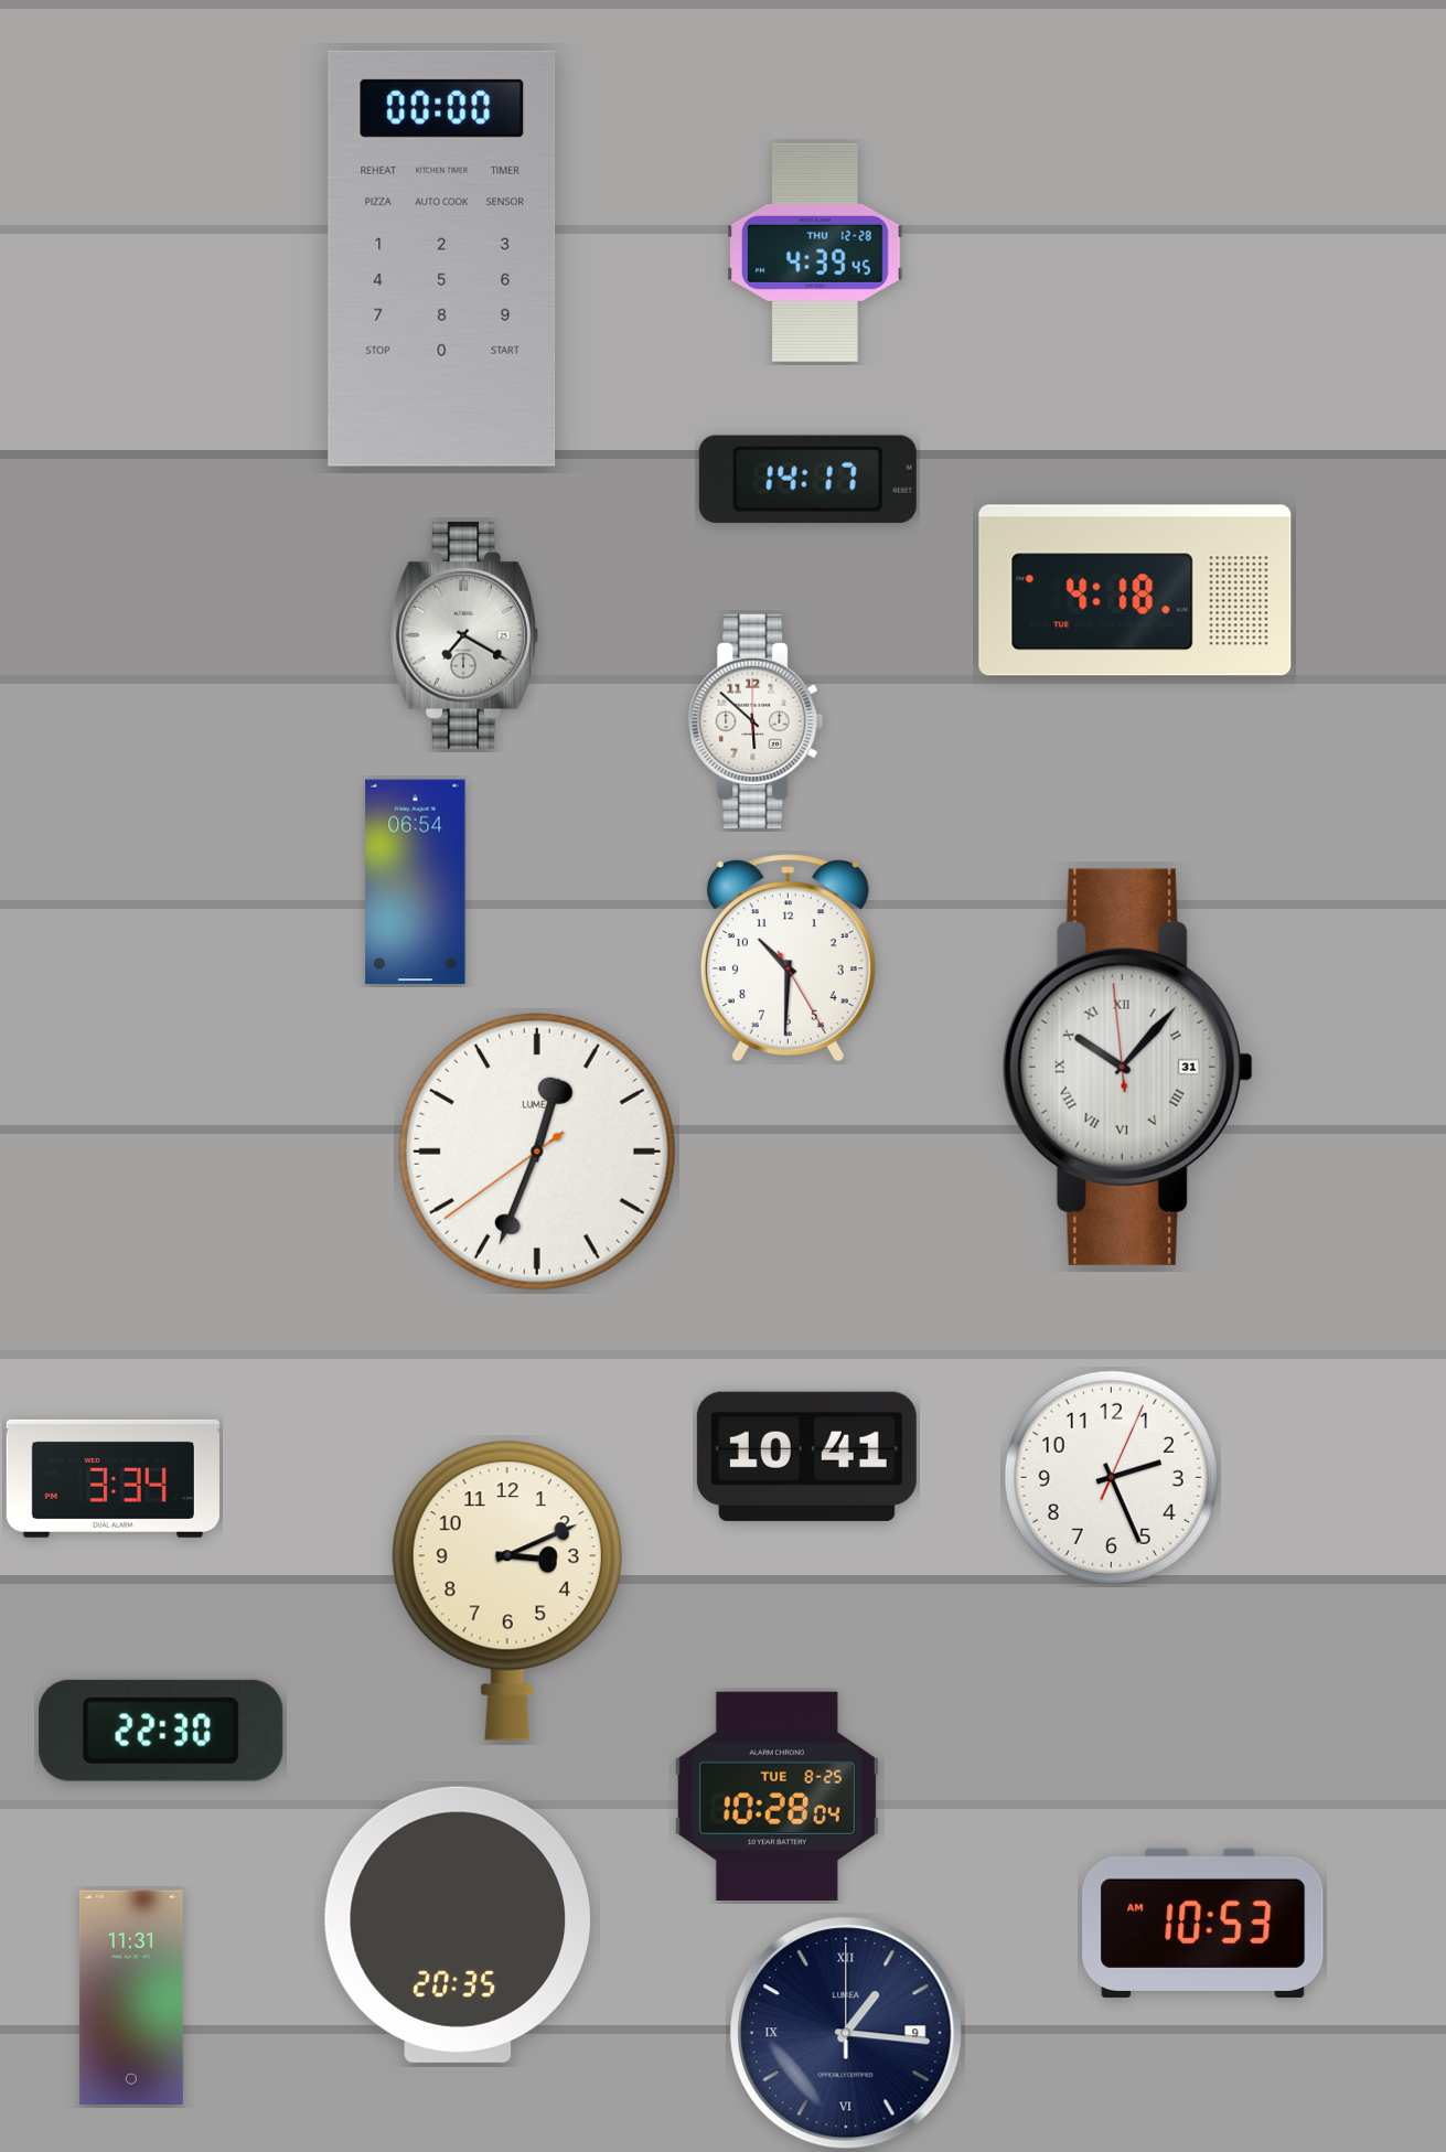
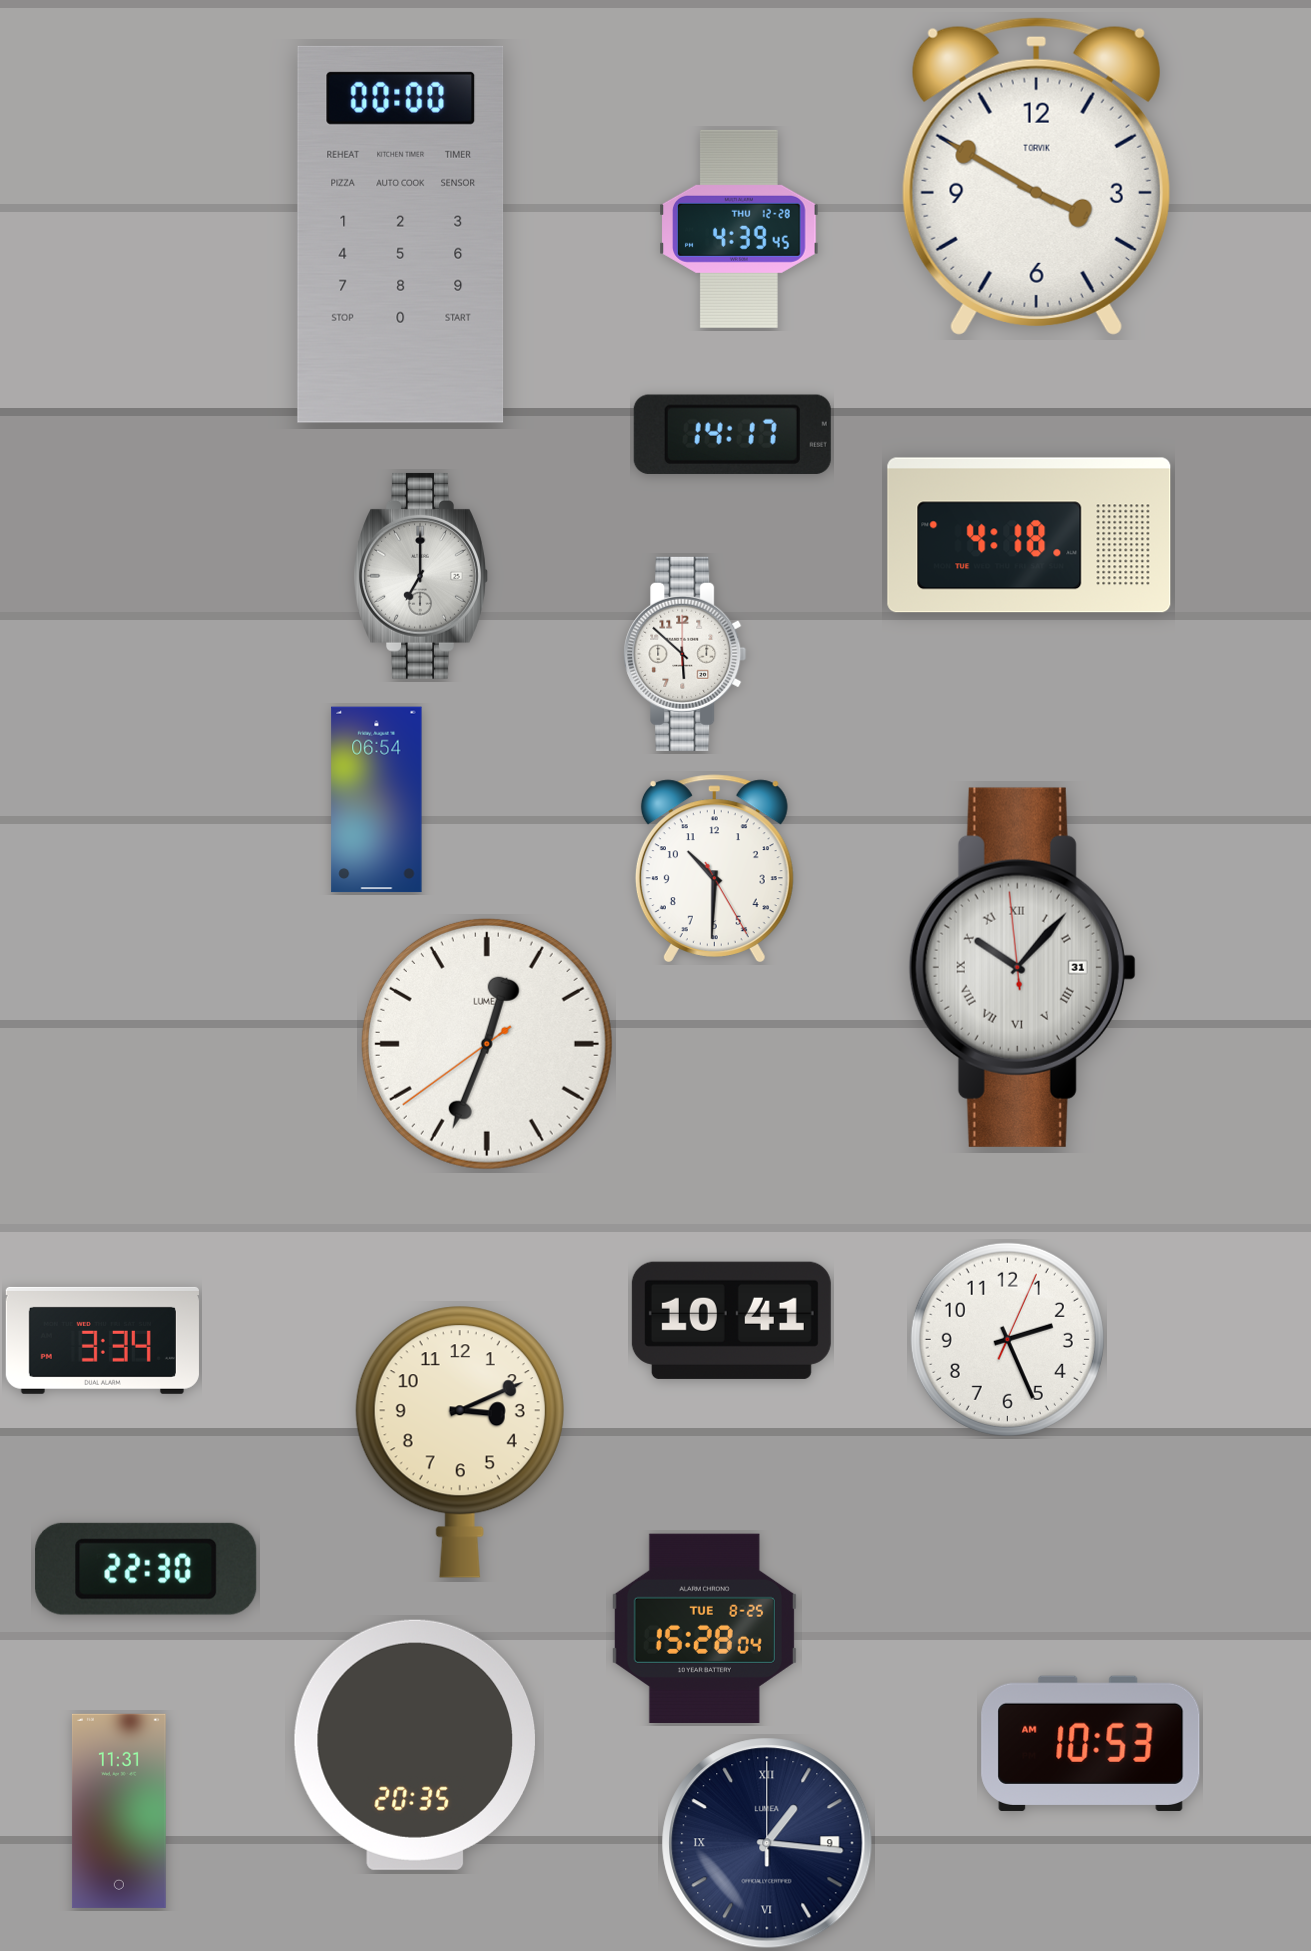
clock at (1036, 176): none -> 3:50
clock at (464, 635): 7:20 -> 7:00
clock at (776, 1796): 10:28 -> 15:28
